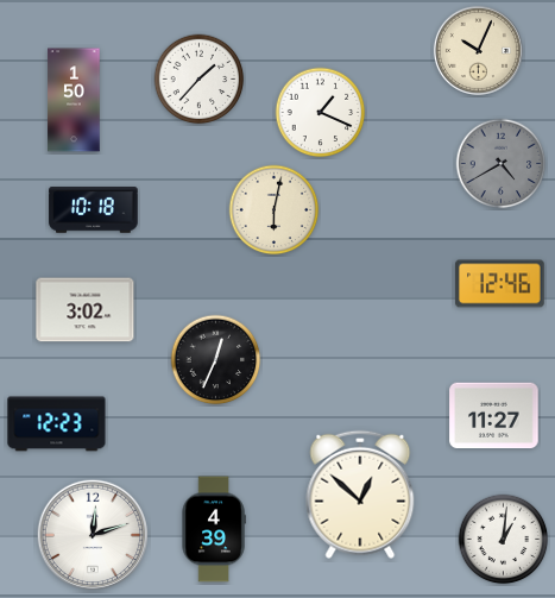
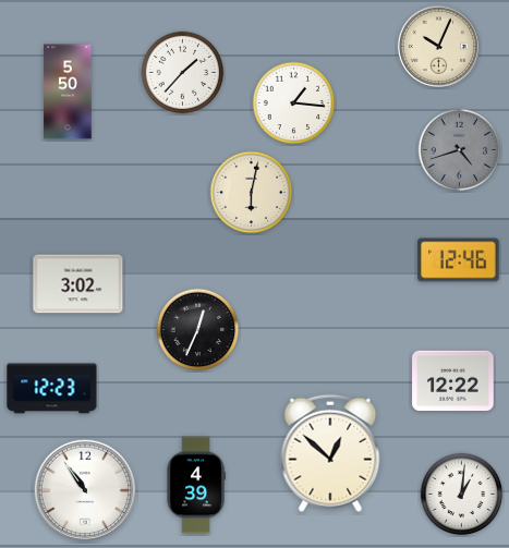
clock at (74, 100): 1:50 -> 5:50
clock at (321, 113): 1:19 -> 1:16
clock at (502, 164): 4:40 -> 4:42
clock at (94, 210): 10:18 -> none
clock at (494, 416): 11:27 -> 12:22
clock at (93, 535): 12:12 -> 10:54
